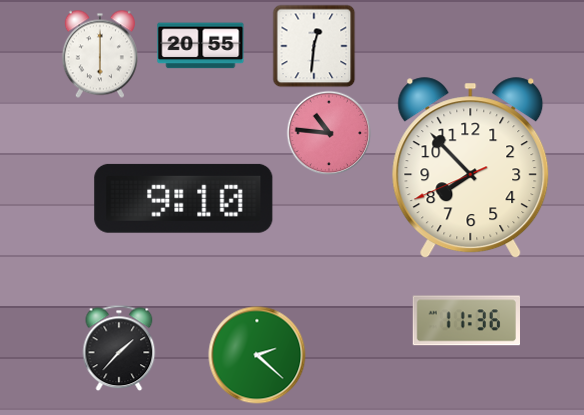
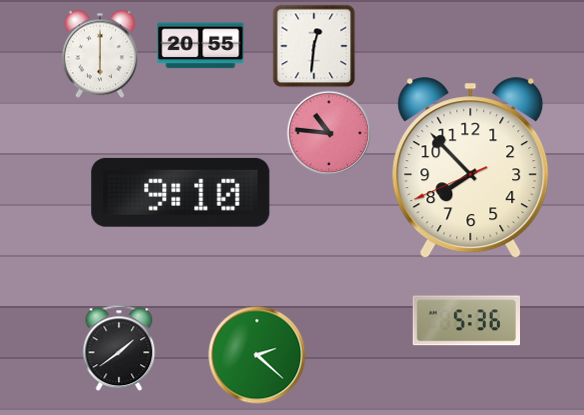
clock at (184, 198) position: (184, 198) -> (181, 192)
clock at (466, 321): 11:36 -> 5:36
clock at (119, 348): 1:37 -> 1:39
